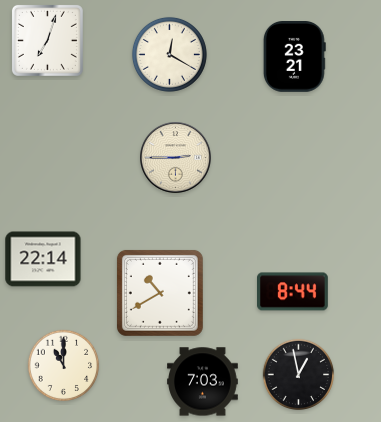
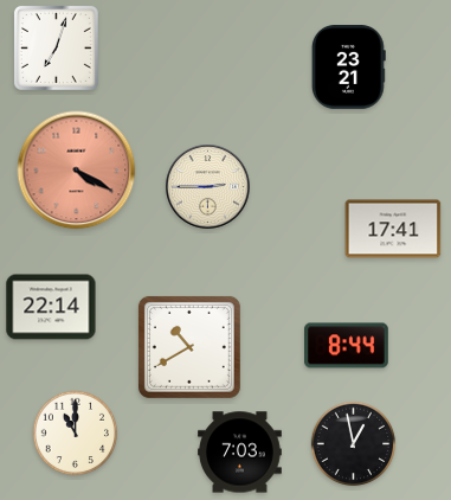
clock at (169, 54): 12:20 -> none
clock at (77, 171): none -> 4:20
clock at (393, 229): none -> 17:41
